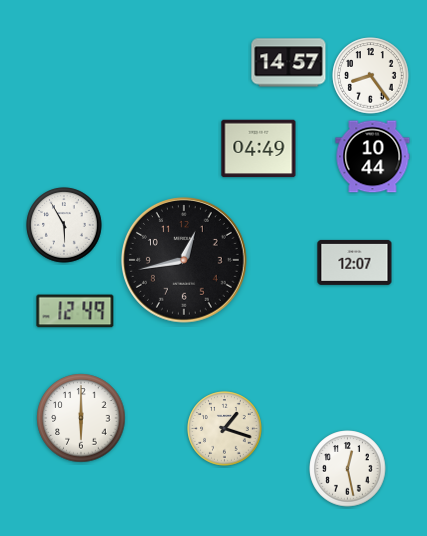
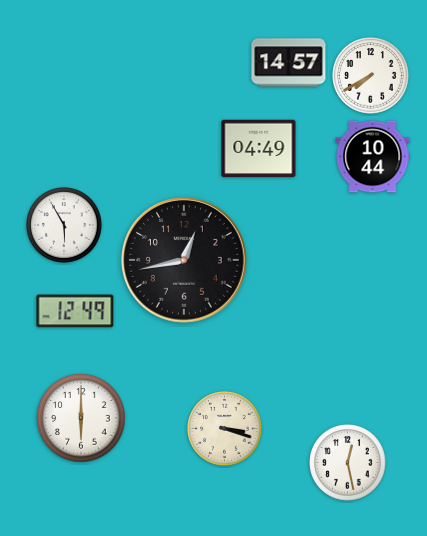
clock at (371, 76): 8:24 -> 7:40
clock at (355, 262): 12:07 -> none
clock at (225, 429): 1:18 -> 3:18
clock at (348, 469) position: (348, 469) -> (348, 463)
